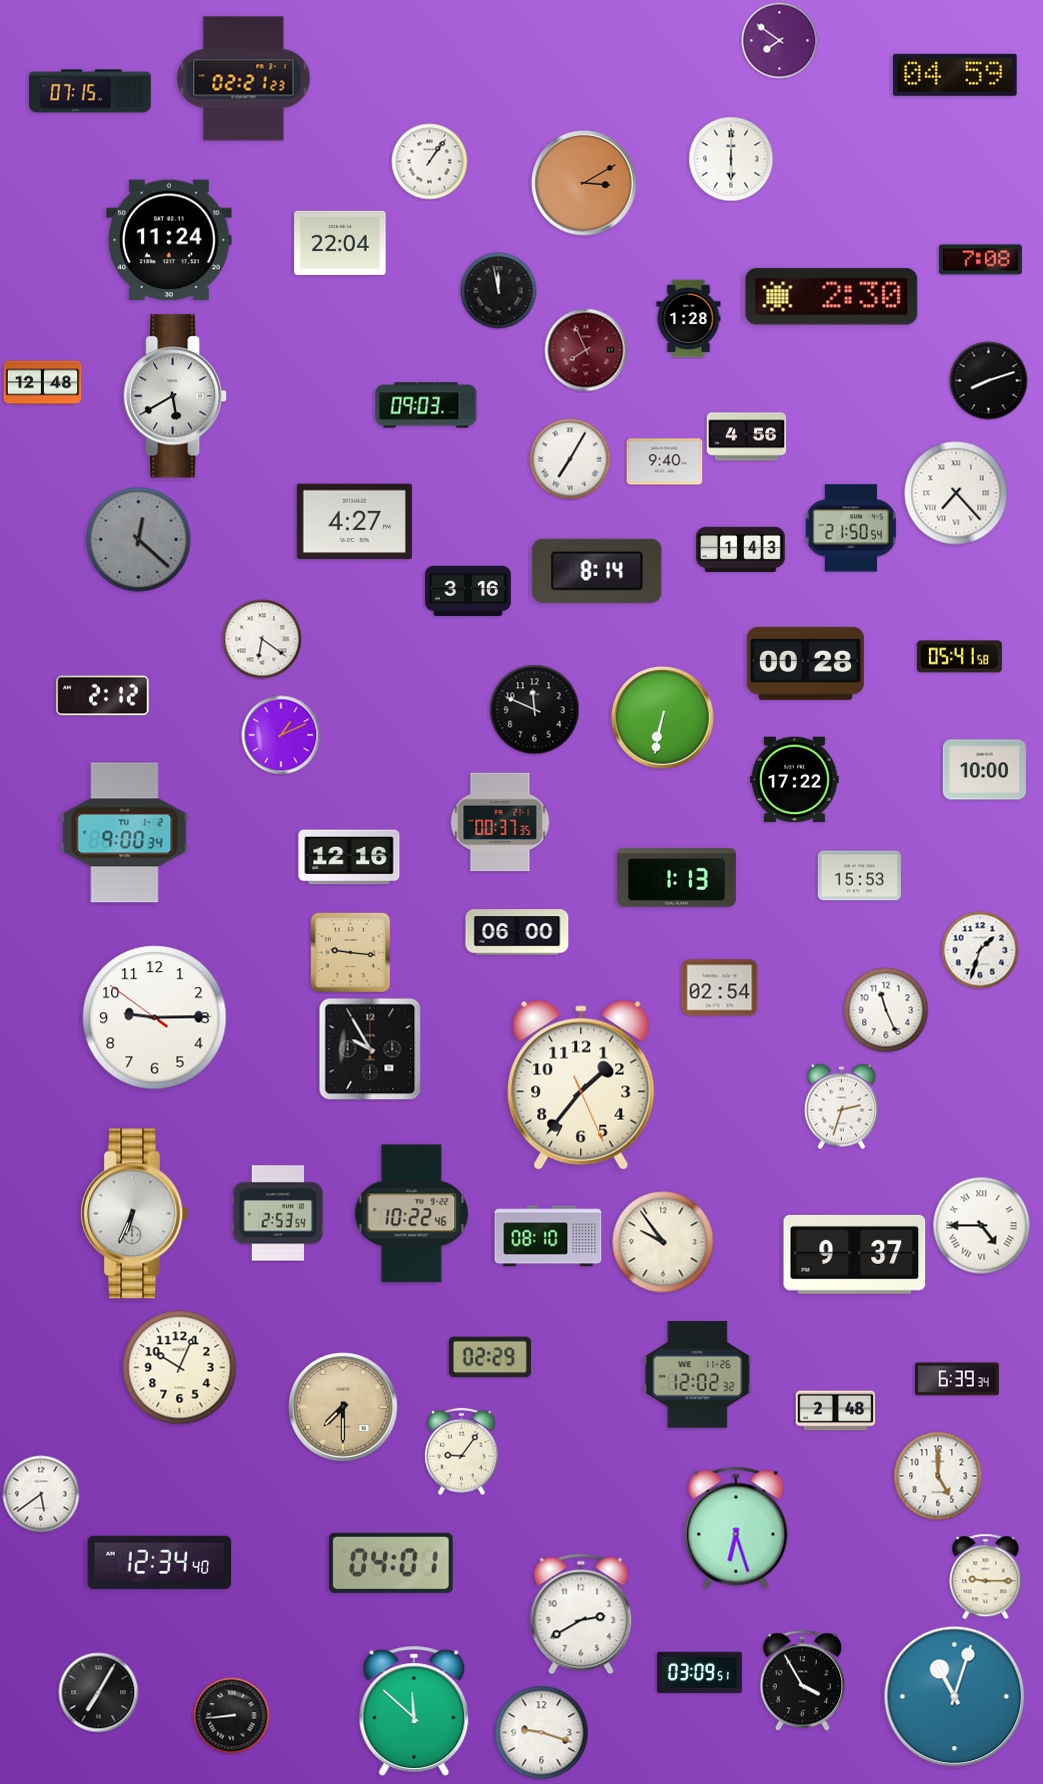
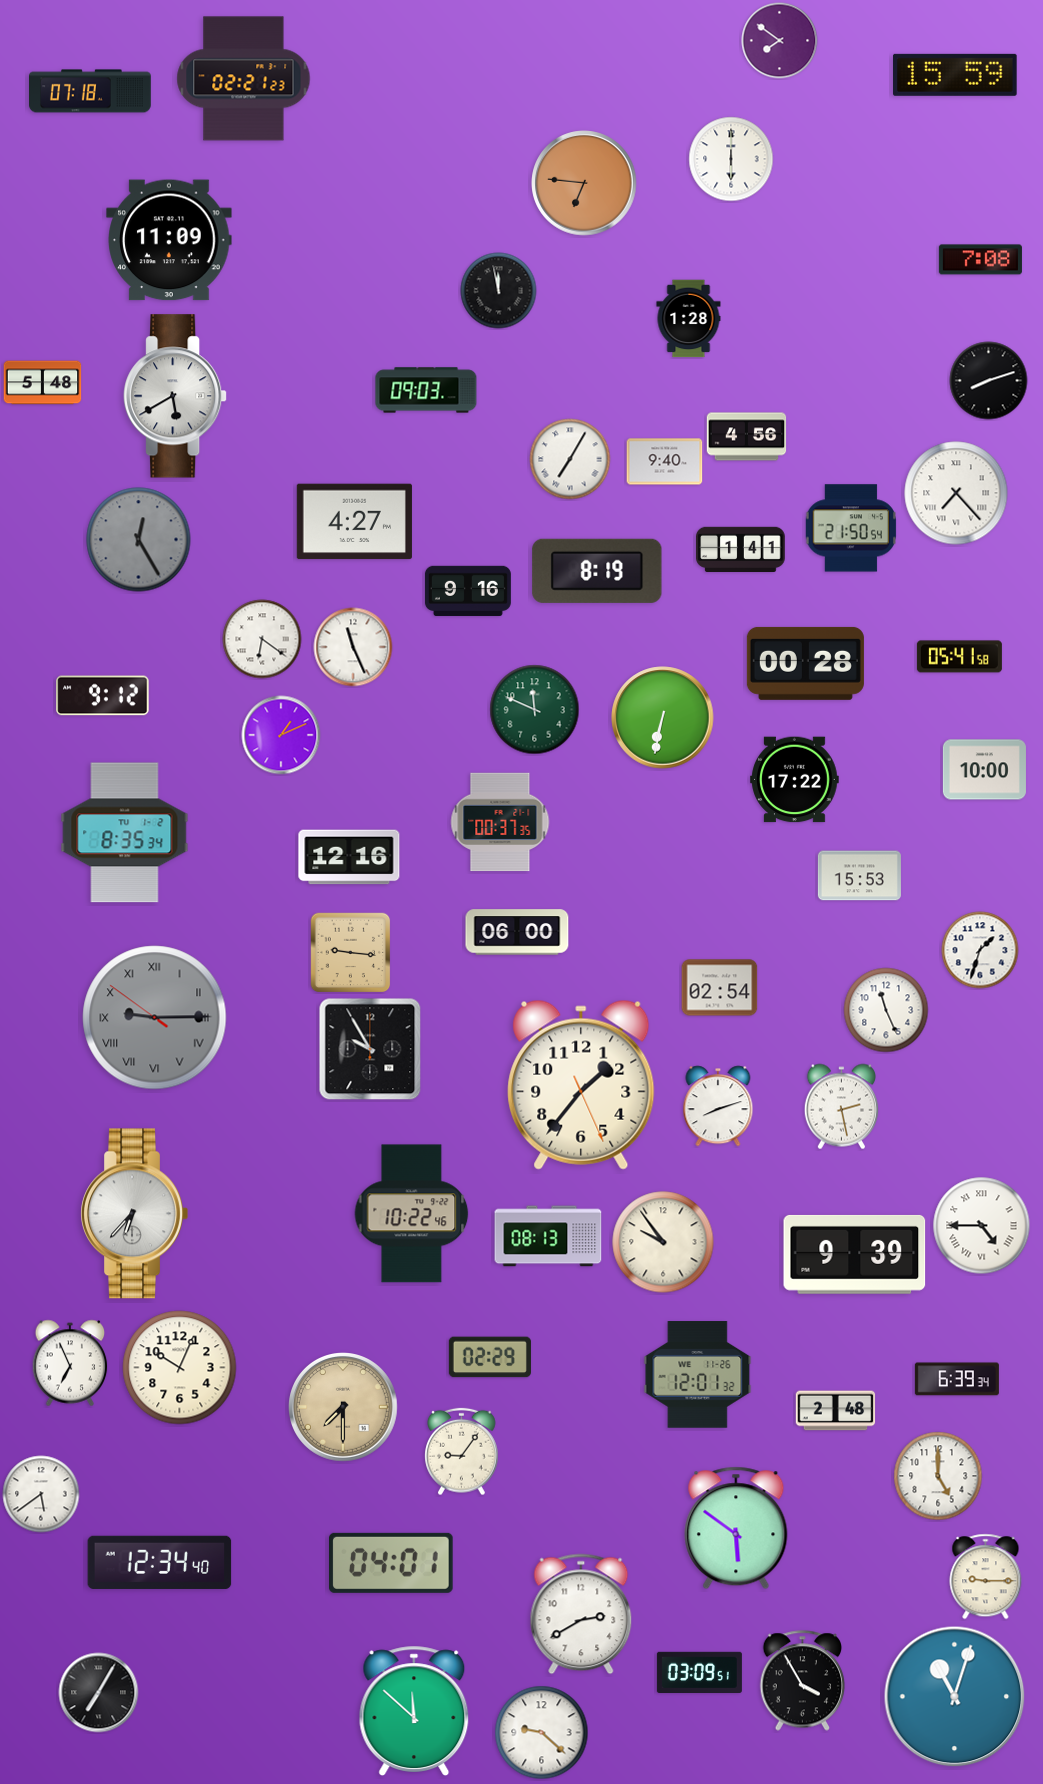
clock at (956, 75): 04:59 -> 15:59
clock at (91, 91): 07:15 -> 07:18
clock at (430, 162): 1:06 -> none
clock at (584, 183): 3:10 -> 6:46
clock at (169, 240): 11:24 -> 11:09
clock at (340, 243): 22:04 -> none
clock at (832, 297): 2:30 -> none
clock at (586, 350): 7:56 -> none
clock at (43, 383): 12:48 -> 5:48
clock at (426, 405) position: (426, 405) -> (426, 390)
clock at (139, 540): 12:22 -> 12:25
clock at (741, 549): 1:43 -> 1:41
clock at (597, 571): 8:14 -> 8:19
clock at (468, 590): 3:16 -> 9:16
clock at (353, 647): none -> 11:26
clock at (103, 696): 2:12 -> 9:12
clock at (535, 710) dial: black -> green
clock at (125, 833): 9:00 -> 8:35
clock at (676, 878): 1:13 -> none
clock at (155, 1018) dial: white -> grey
clock at (155, 1018) numerals: Arabic -> Roman
clock at (718, 1106): none -> 8:12
clock at (841, 1107): 2:33 -> 2:28
clock at (278, 1213): 2:53 -> none
clock at (134, 1214): 6:34 -> 6:37
clock at (548, 1236): 08:10 -> 08:13
clock at (855, 1254): 9:37 -> 9:39
clock at (70, 1363): none -> 6:56
clock at (698, 1375): 12:02 -> 12:01
clock at (736, 1528): 6:27 -> 5:51
clock at (232, 1716): 8:44 -> none
clock at (542, 1733): 9:18 -> 9:22
